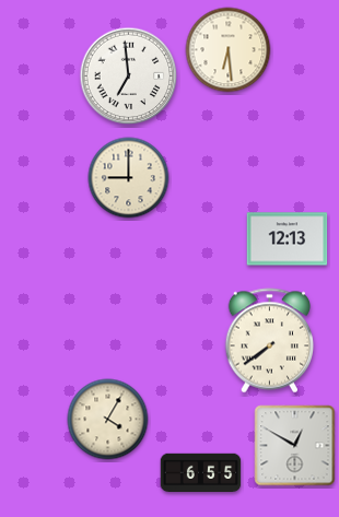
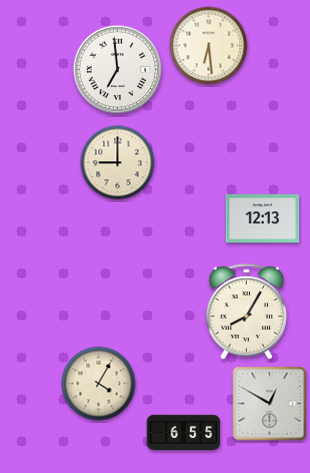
clock at (270, 341): 7:39 -> 8:05
clock at (295, 446) position: (295, 446) -> (270, 404)
